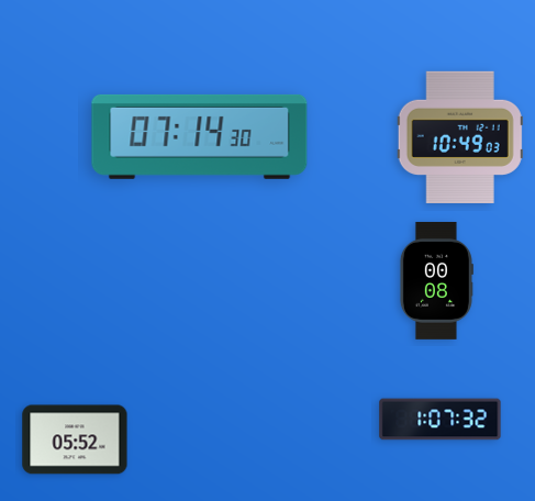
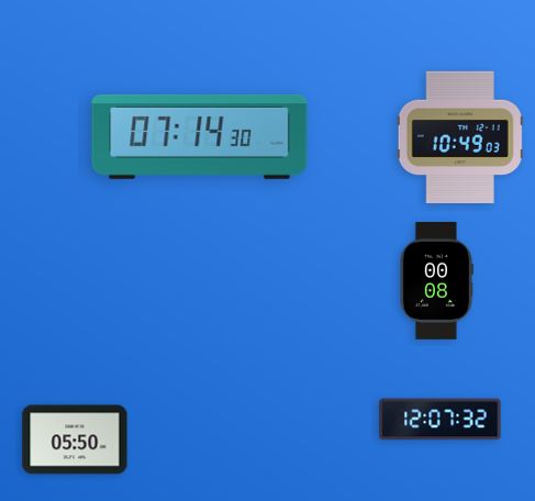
clock at (441, 420): 1:07 -> 12:07
clock at (75, 439): 05:52 -> 05:50
